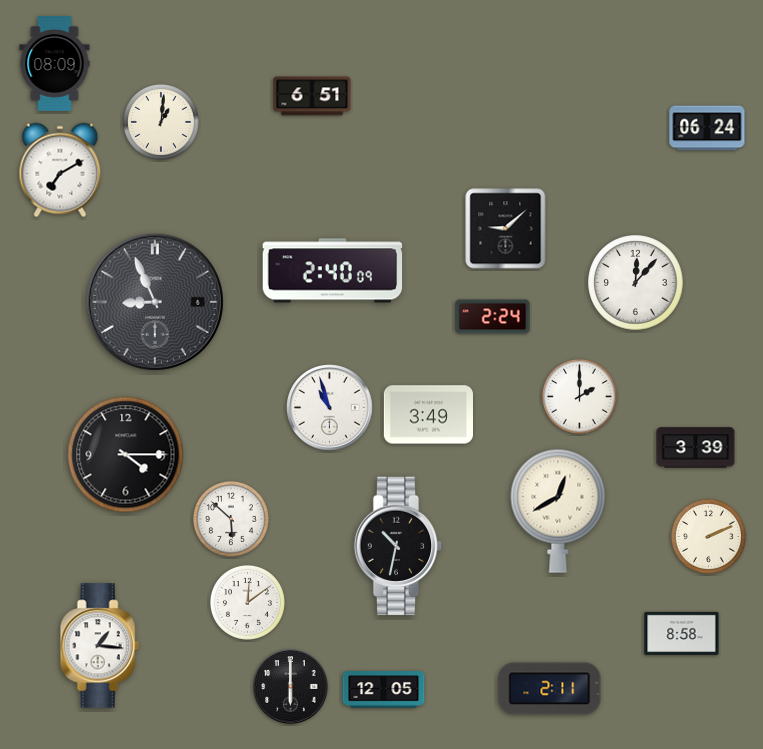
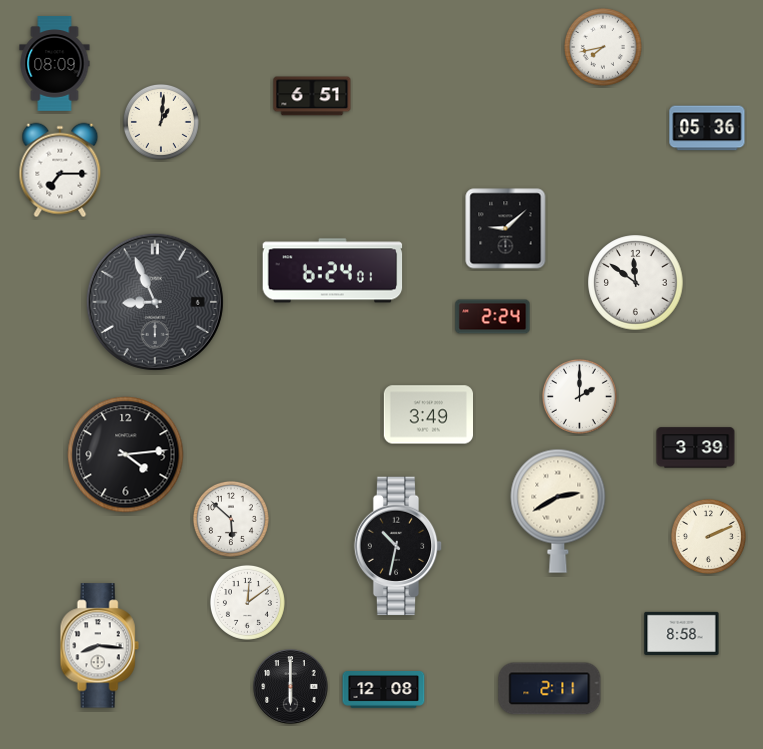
clock at (603, 47): none -> 7:43
clock at (707, 128): 06:24 -> 05:36
clock at (60, 170): 7:10 -> 7:15
clock at (333, 271): 2:40 -> 6:24
clock at (636, 283): 12:07 -> 11:51
clock at (330, 408): 10:57 -> none
clock at (126, 455): 4:15 -> 4:14
clock at (558, 511): 12:40 -> 2:40
clock at (99, 646): 1:16 -> 8:16
clock at (384, 690): 12:05 -> 12:08
